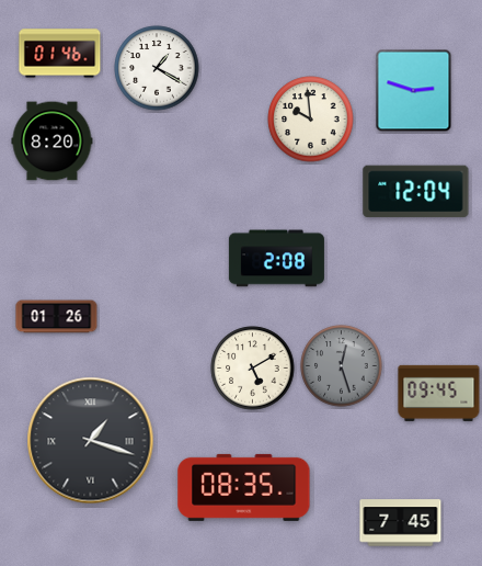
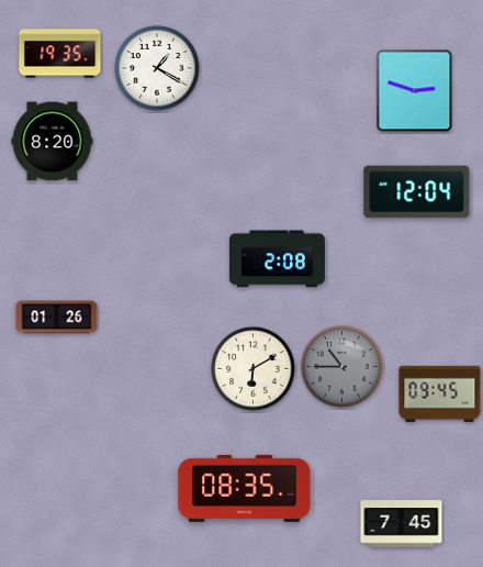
clock at (60, 54): 01:46 -> 19:35
clock at (311, 120): 9:59 -> none
clock at (342, 366): 12:27 -> 10:45
clock at (253, 369): 5:10 -> 6:10
clock at (91, 441): 1:18 -> none
